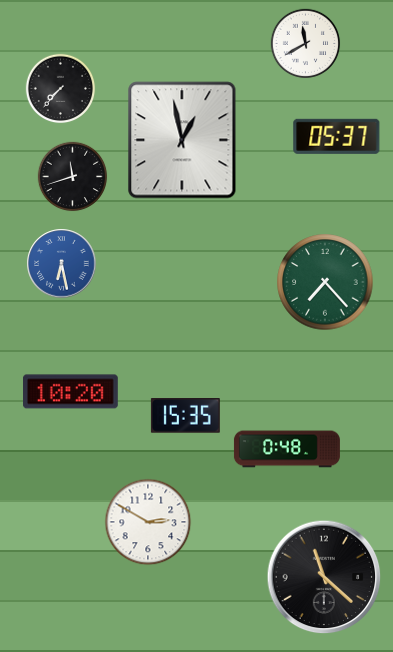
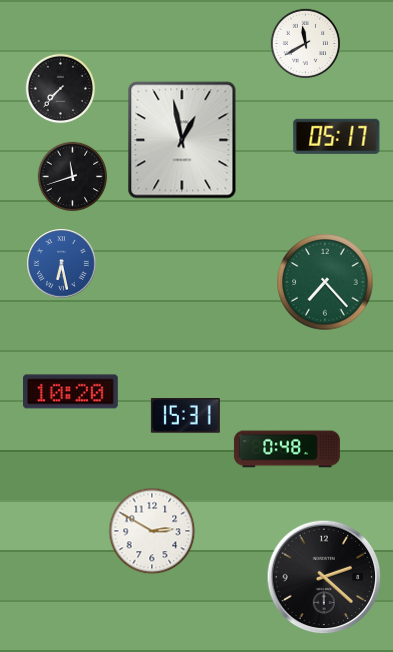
clock at (337, 136): 05:37 -> 05:17
clock at (185, 416): 15:35 -> 15:31
clock at (148, 522) position: (148, 522) -> (152, 531)
clock at (324, 577): 11:22 -> 2:22
